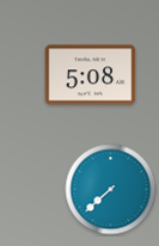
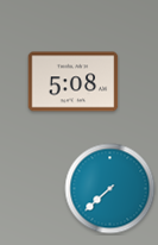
clock at (91, 75) position: (91, 75) -> (74, 82)
